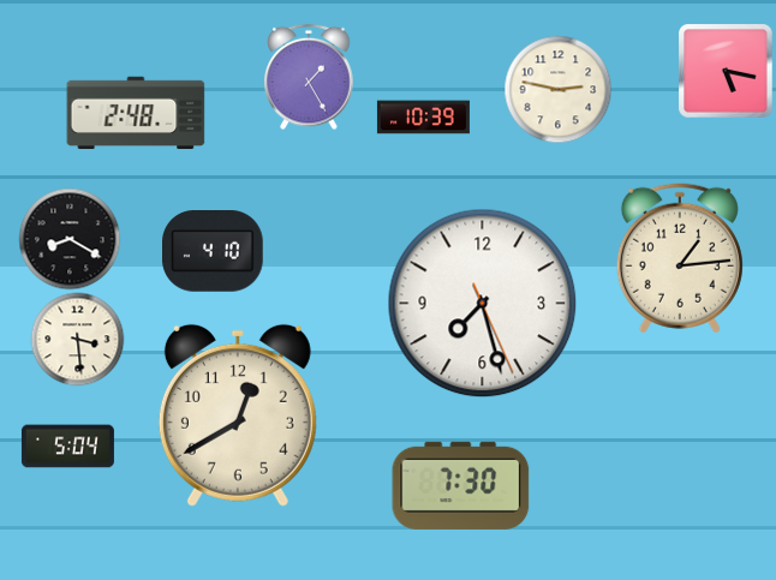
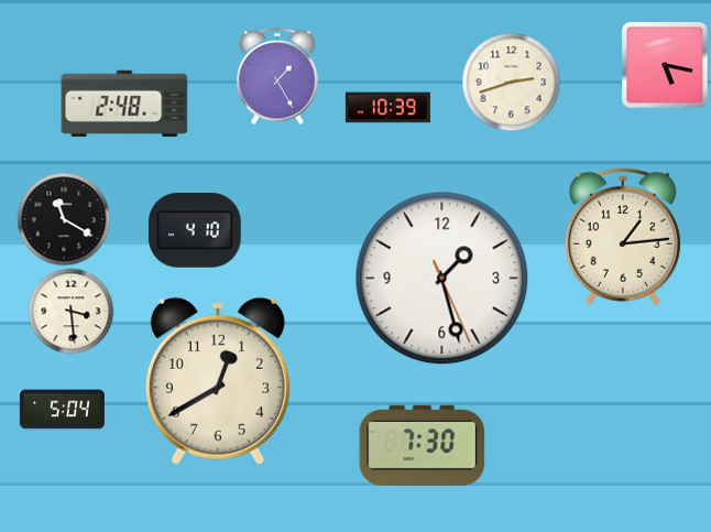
clock at (309, 77) position: (309, 77) -> (277, 76)
clock at (557, 89): 2:47 -> 2:42
clock at (70, 239): 8:20 -> 11:20
clock at (483, 304): 7:27 -> 1:27
